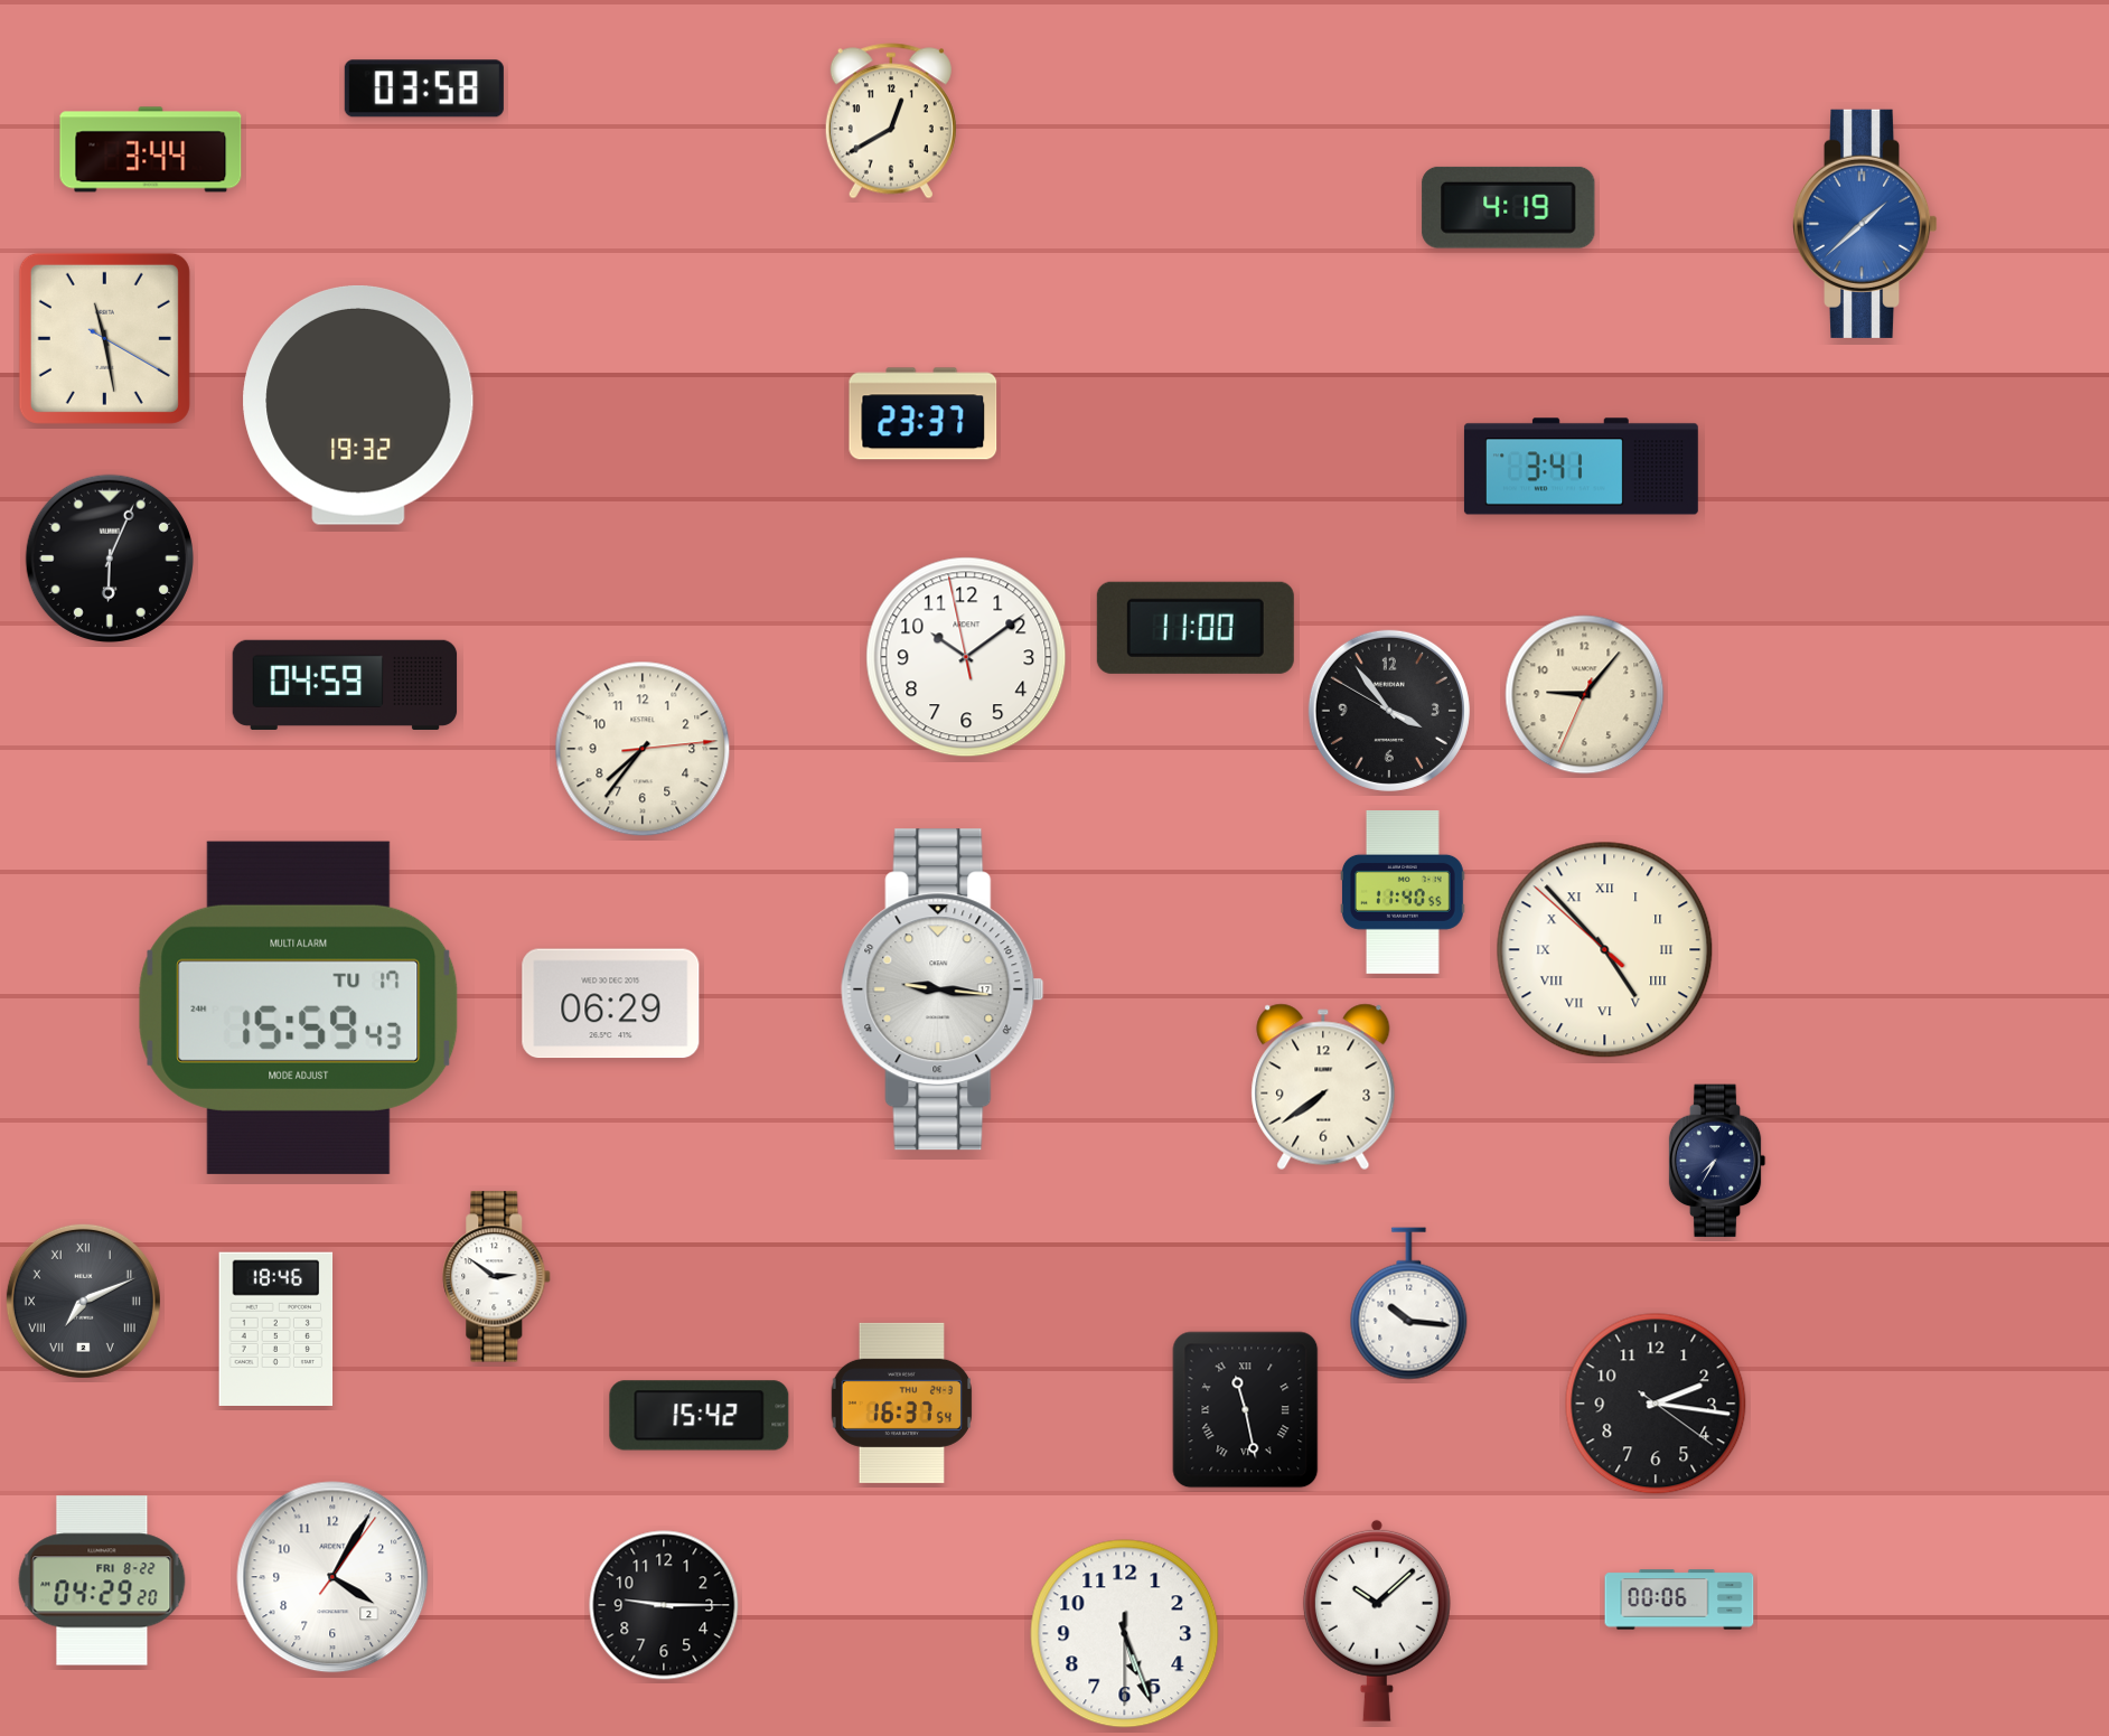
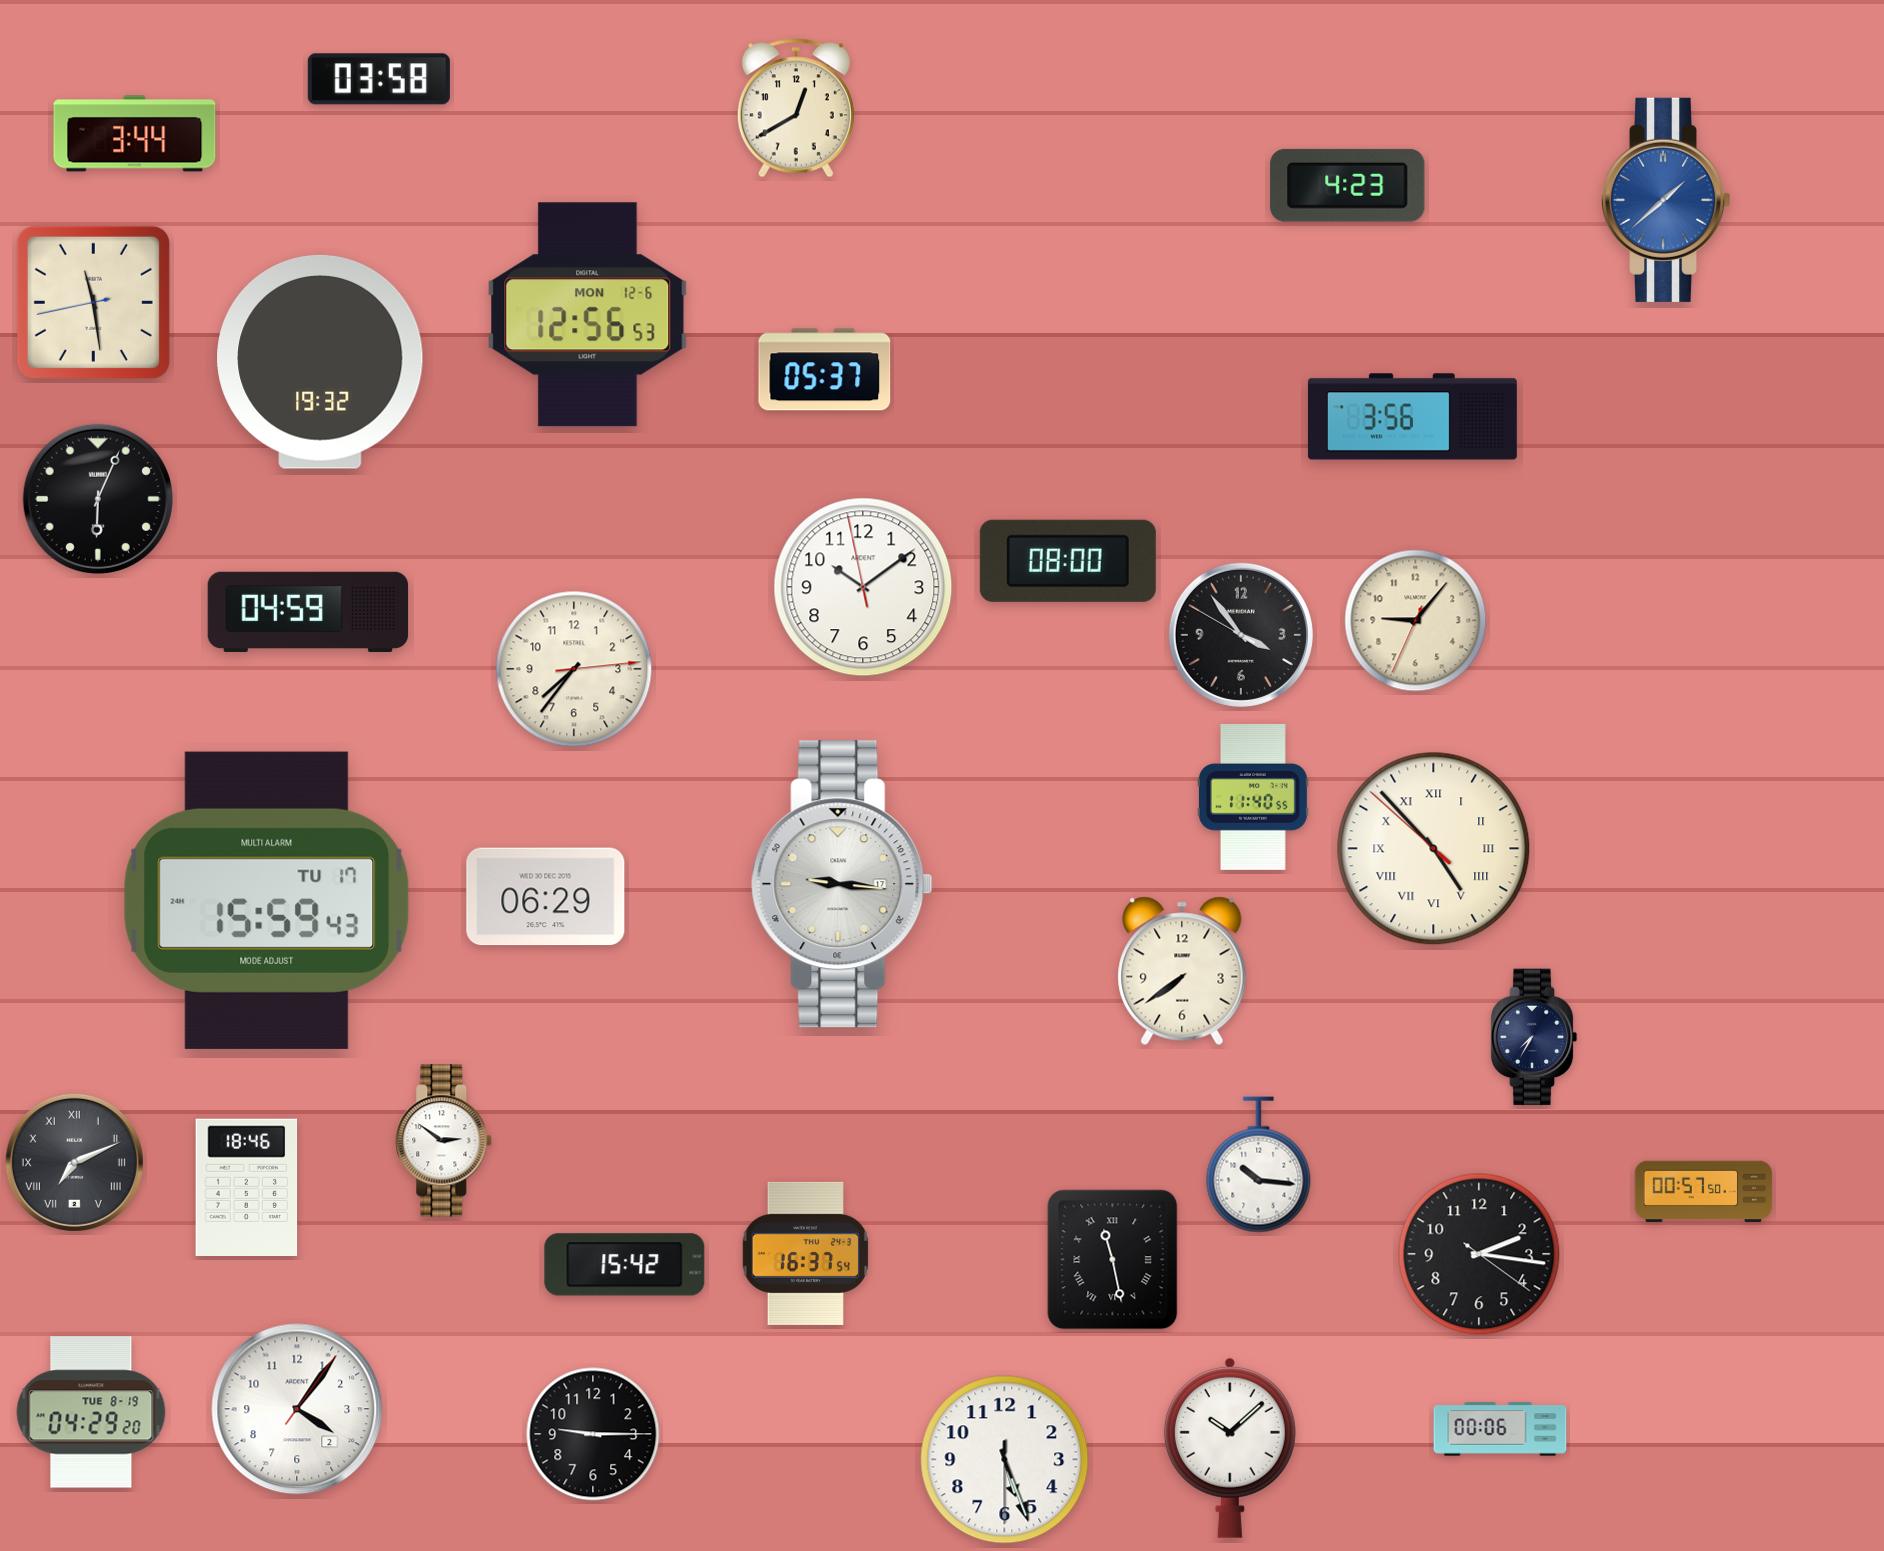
clock at (1509, 207): 4:19 -> 4:23
clock at (104, 338): 11:28:20 -> 11:28:43
clock at (588, 315): none -> 12:56
clock at (924, 414): 23:37 -> 05:37
clock at (1581, 467): 3:41 -> 3:56
clock at (1196, 628): 11:00 -> 08:00
clock at (1704, 1192): none -> 00:57
clock at (332, 1577): 4:05 -> 4:06
clock at (102, 1580) date: FRI 8-22 -> TUE 8-19
